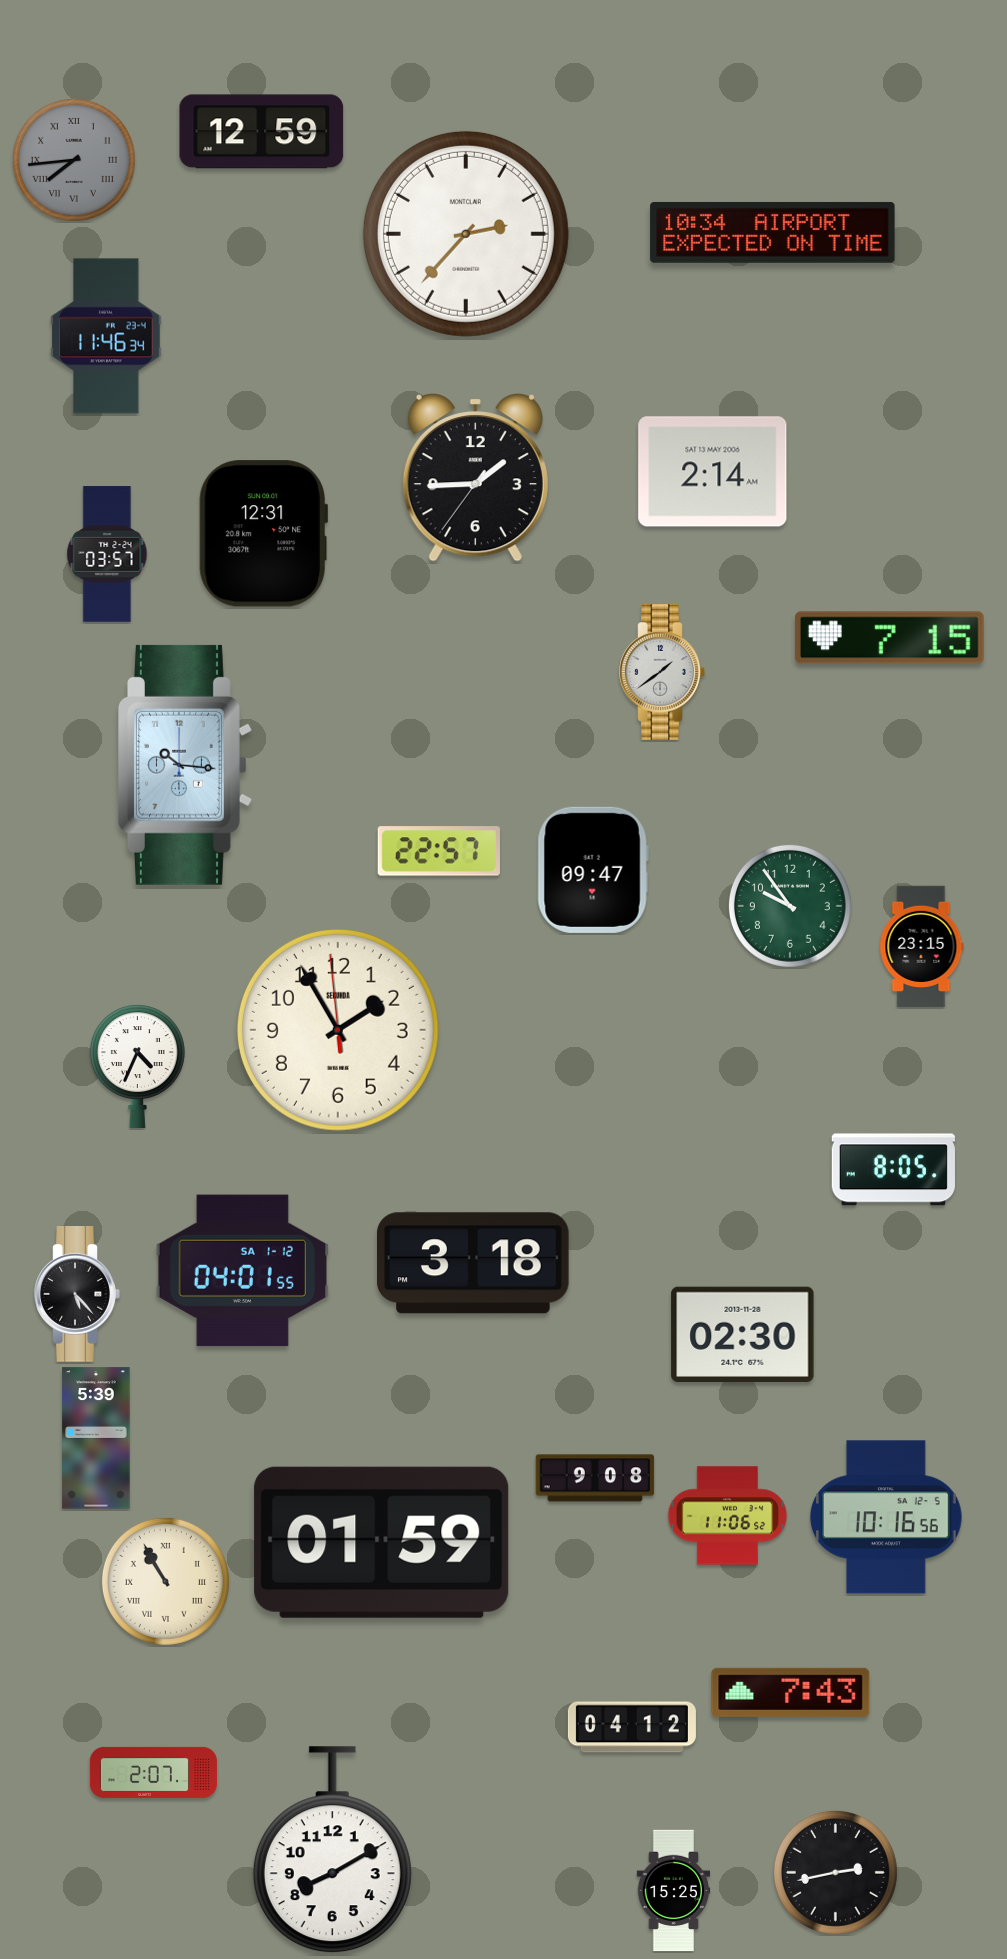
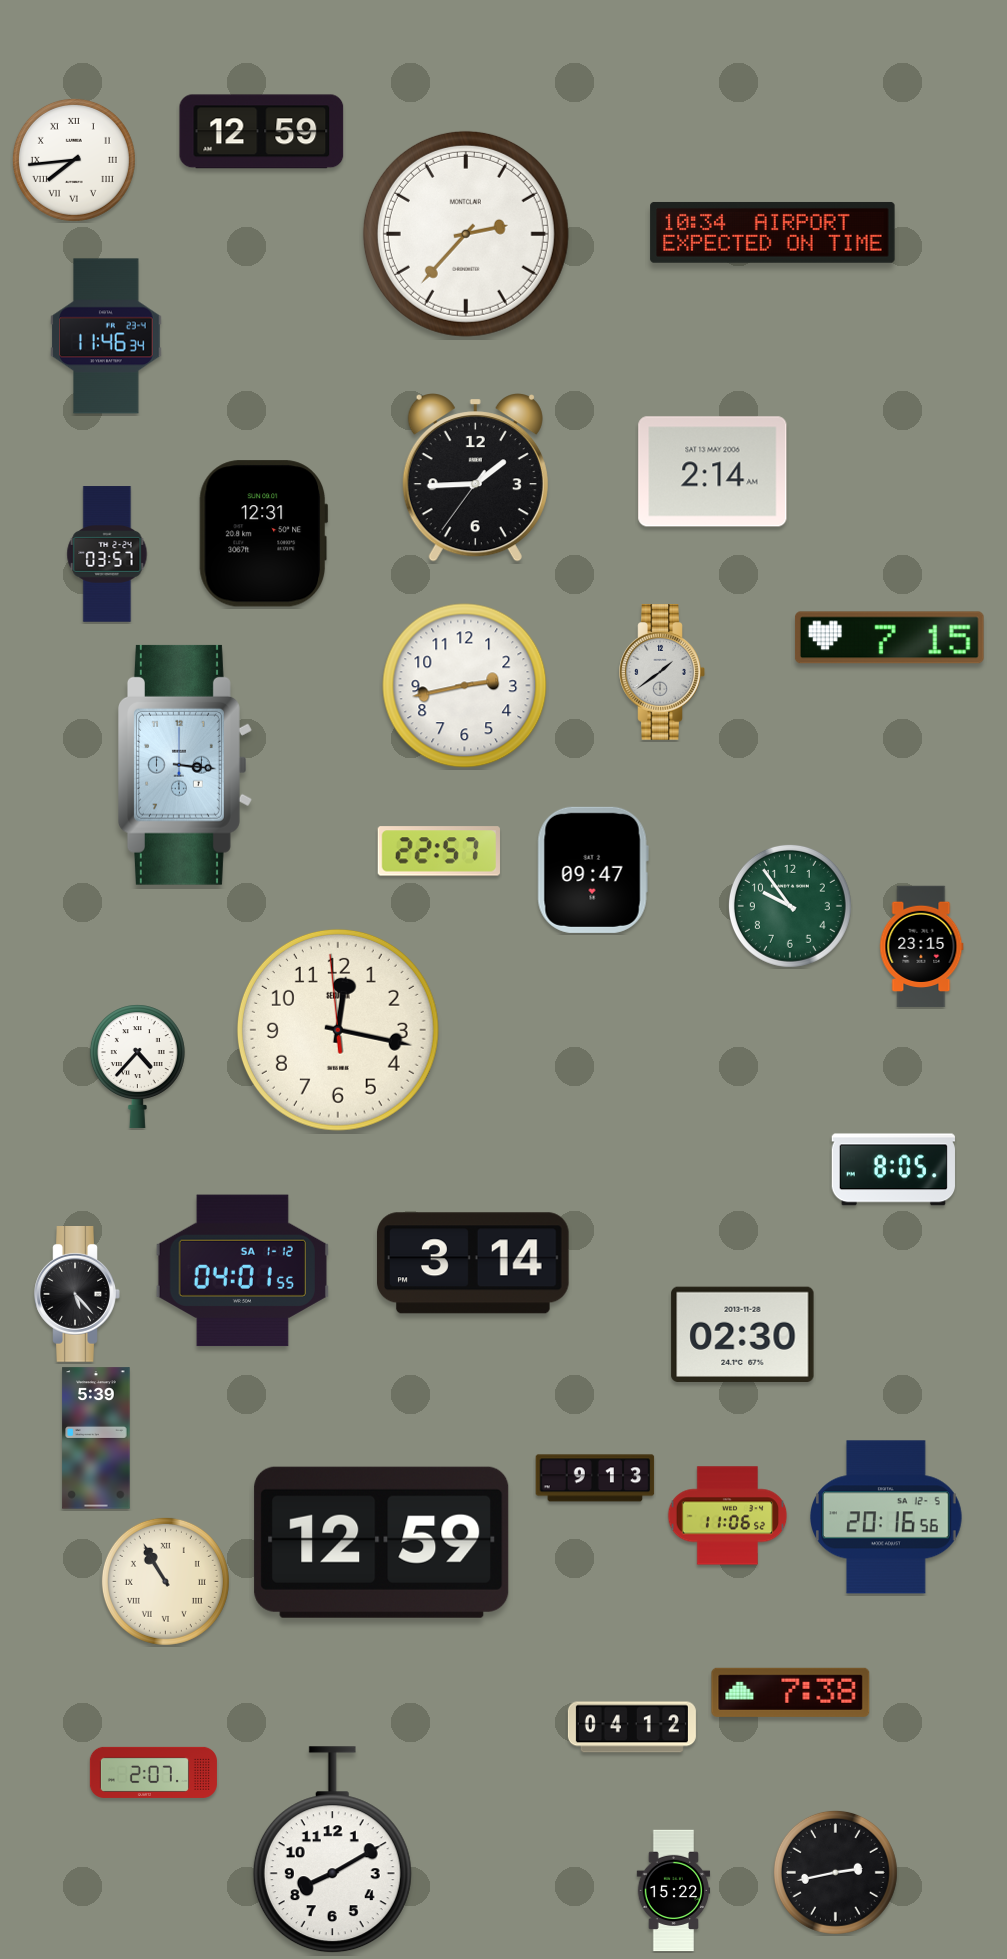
clock at (74, 160) dial: grey -> white
clock at (465, 686): none -> 2:43
clock at (186, 765): 10:16 -> 3:16
clock at (338, 1030): 1:54 -> 12:16
clock at (137, 1066): 4:34 -> 4:37
clock at (473, 1263): 3:18 -> 3:14
clock at (595, 1478): 9:08 -> 9:13
clock at (887, 1517): 10:16 -> 20:16
clock at (382, 1542): 01:59 -> 12:59
clock at (791, 1692): 7:43 -> 7:38
clock at (674, 1891): 15:25 -> 15:22
